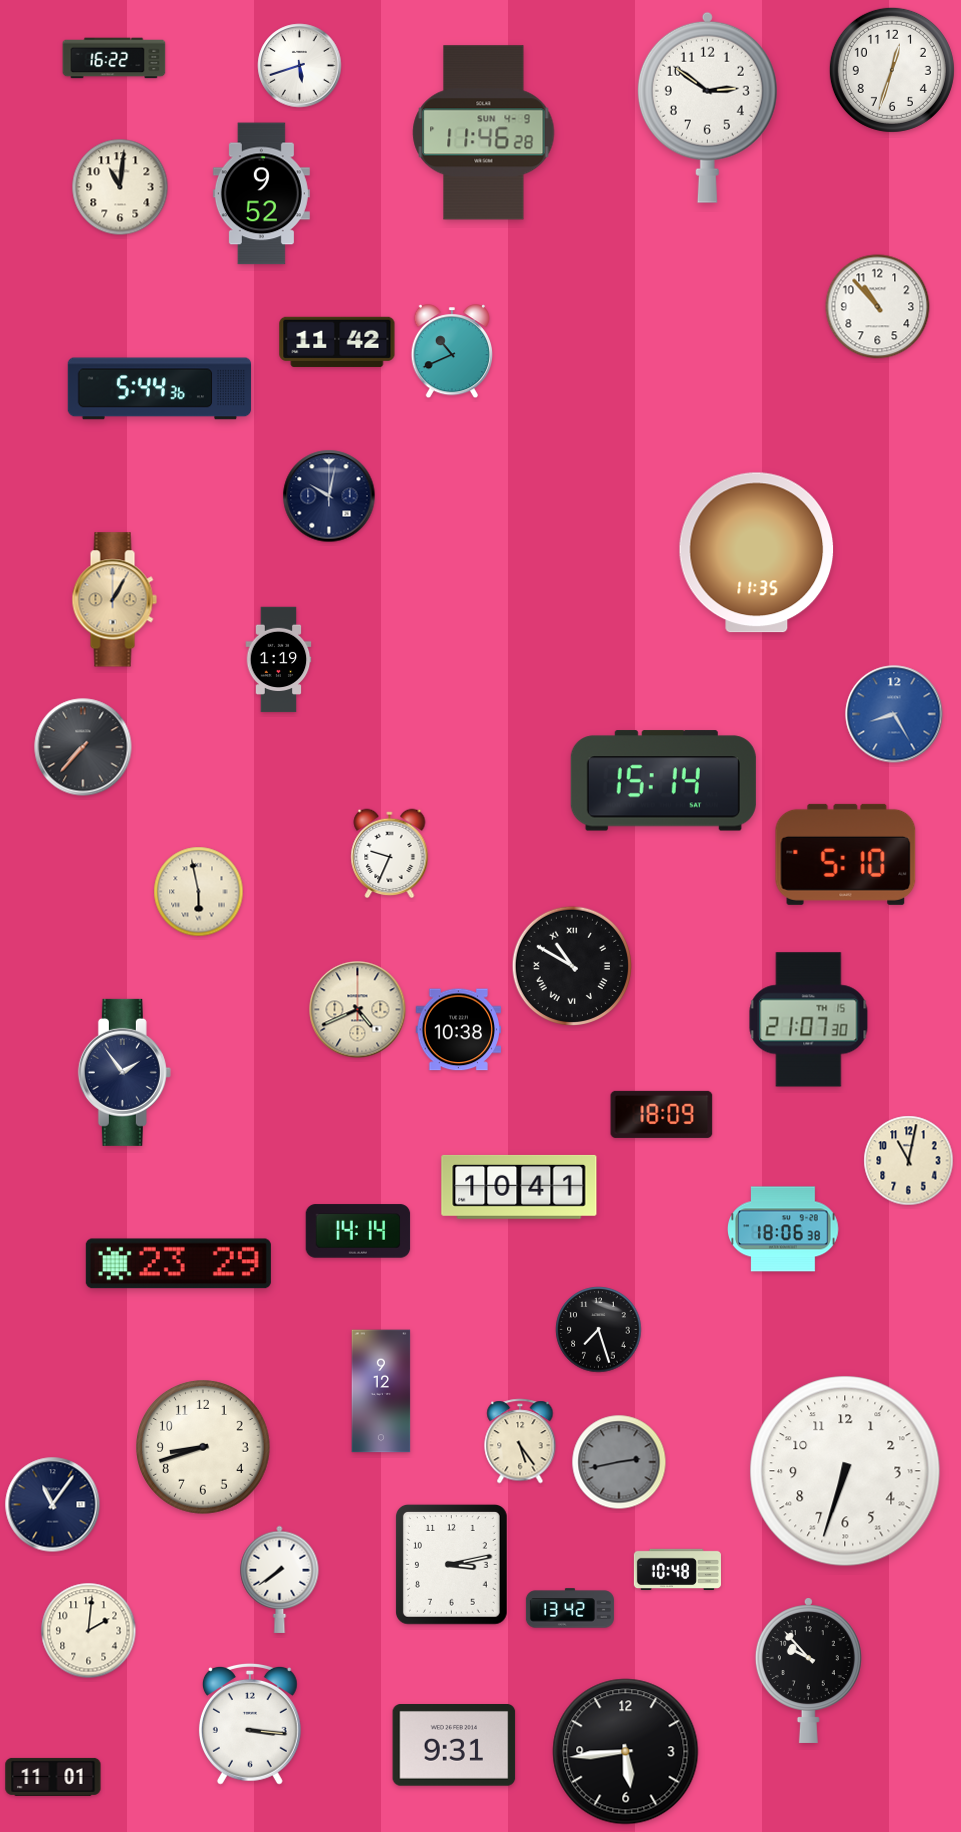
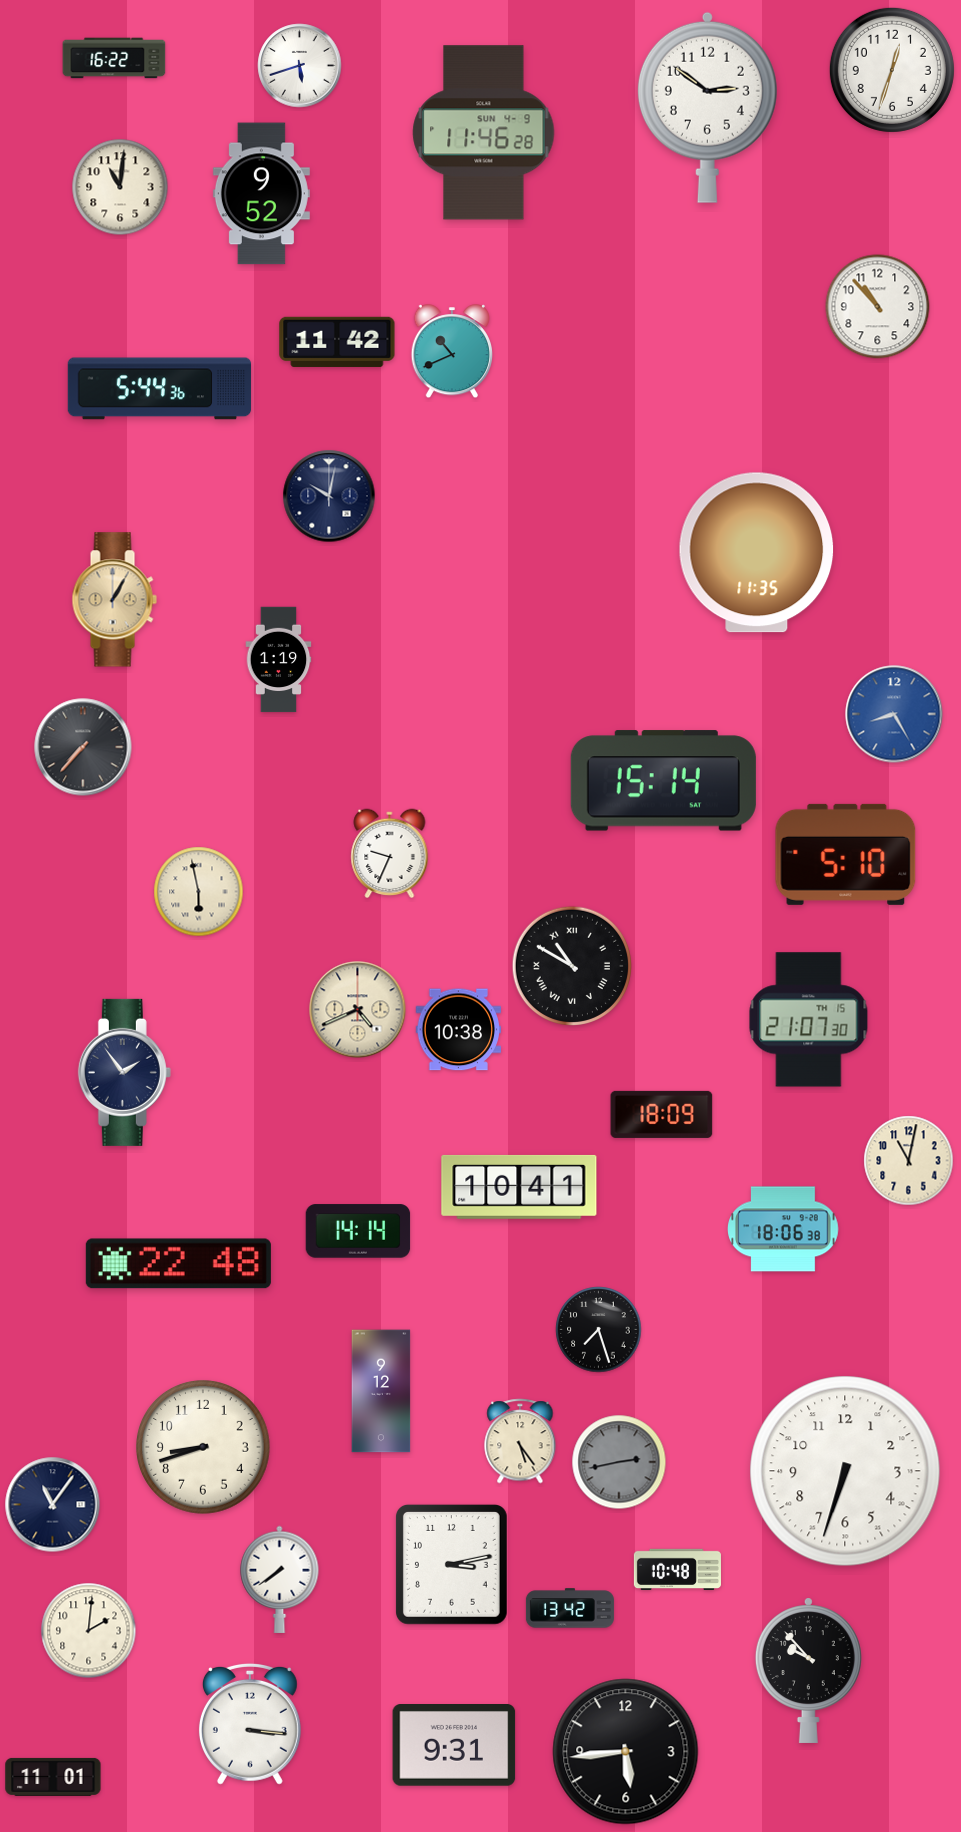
clock at (178, 1264): 23:29 -> 22:48
